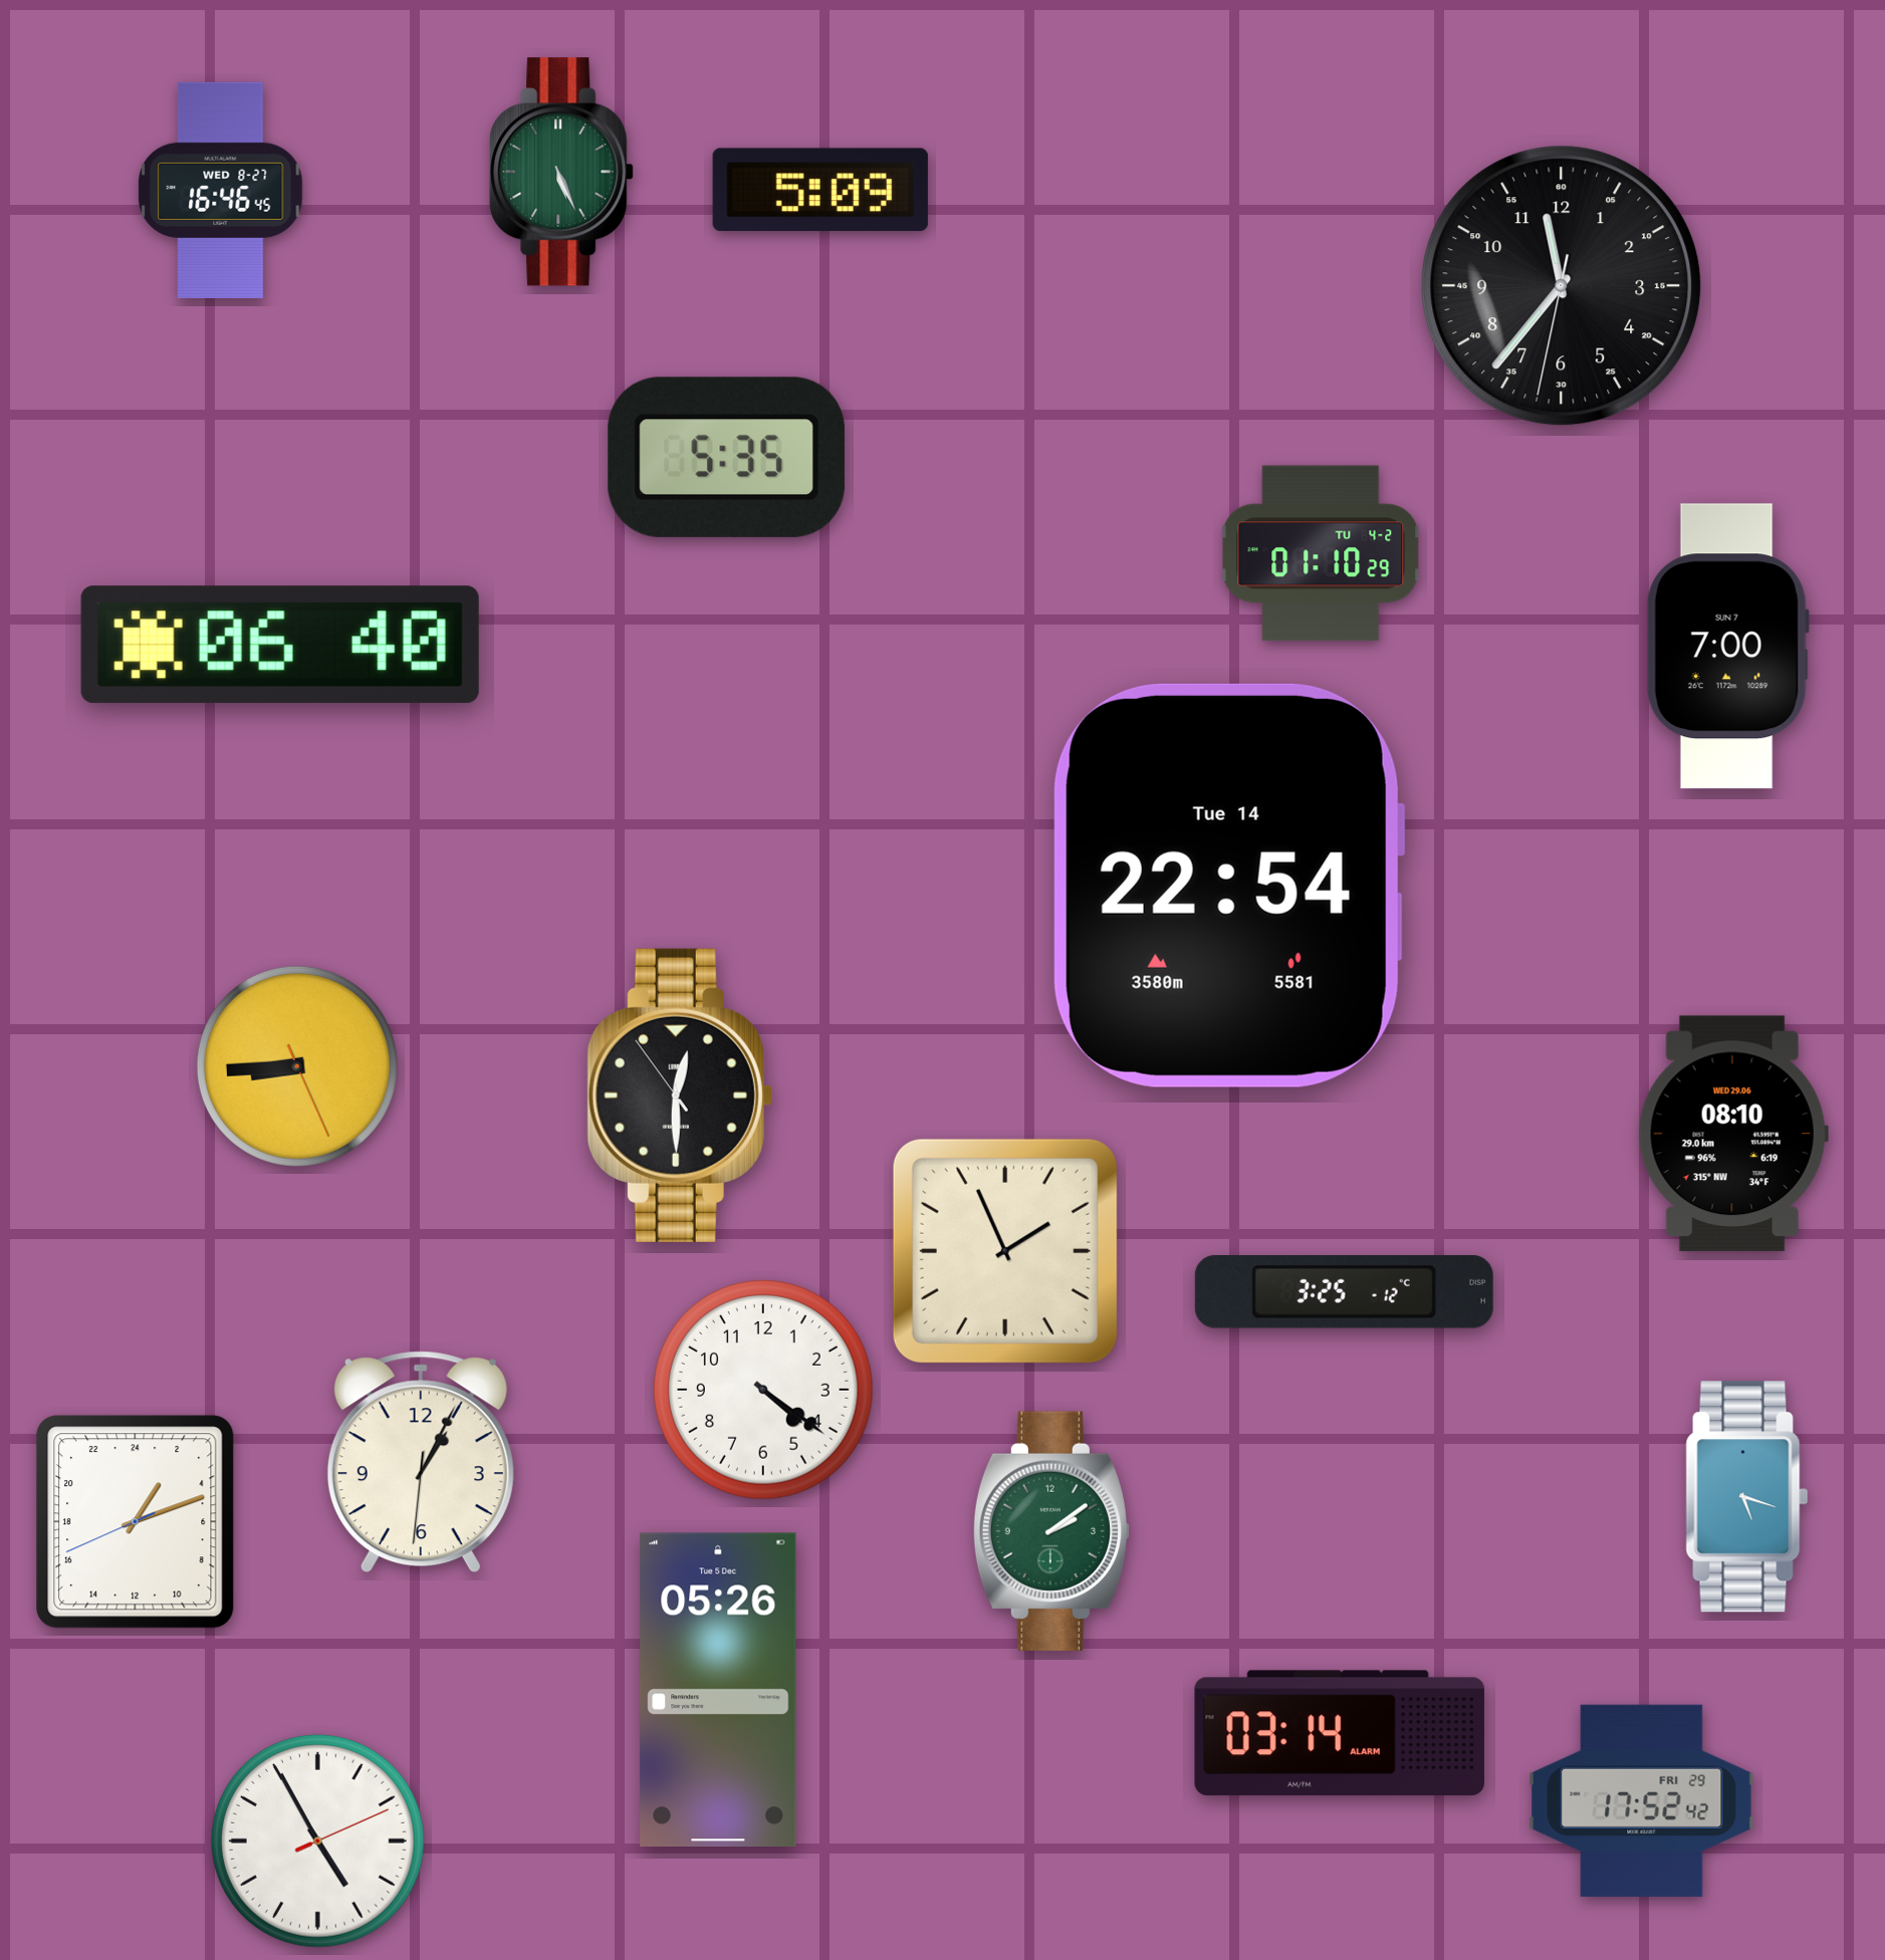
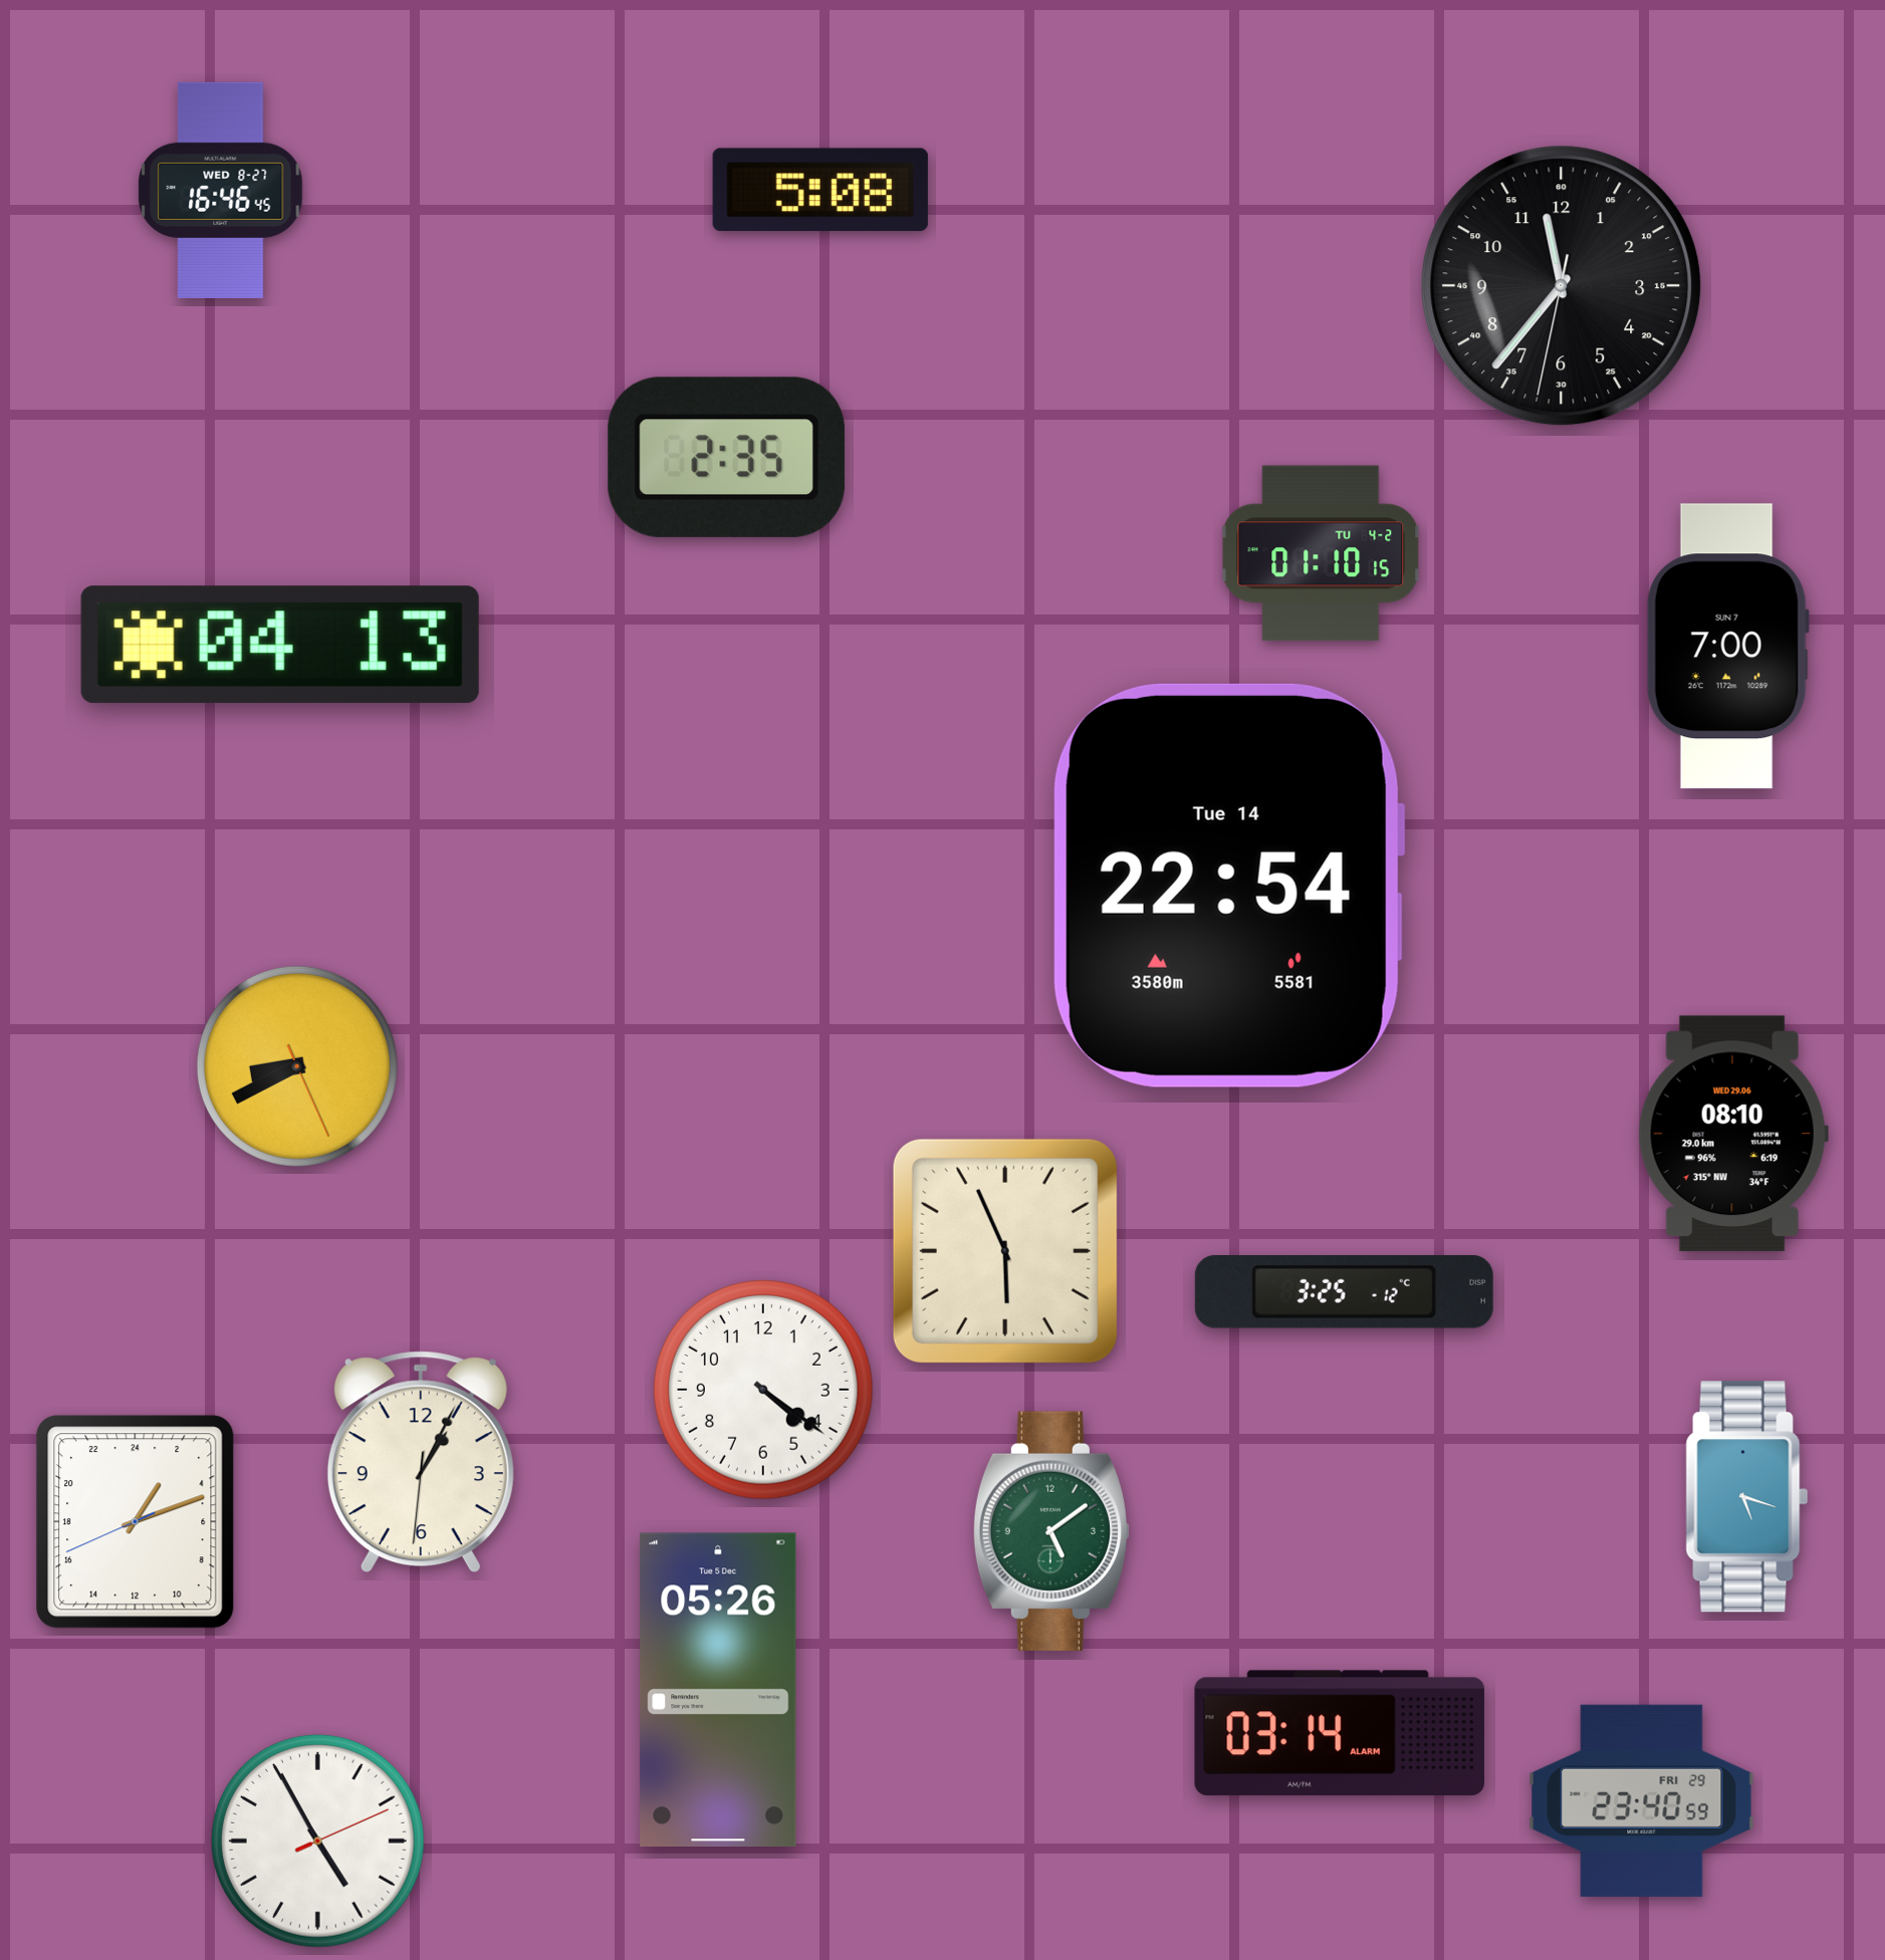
clock at (561, 172): 5:26 -> none
clock at (820, 190): 5:09 -> 5:08
clock at (726, 457): 5:35 -> 2:35
clock at (1321, 553): 01:10:29 -> 01:10:15
clock at (280, 645): 06:40 -> 04:13
clock at (297, 1066): 8:44 -> 8:40
clock at (680, 1095): 12:29 -> none
clock at (1005, 1251): 1:56 -> 5:56
clock at (1051, 1531): 2:09 -> 5:09
clock at (1642, 1800): 17:52 -> 23:40
